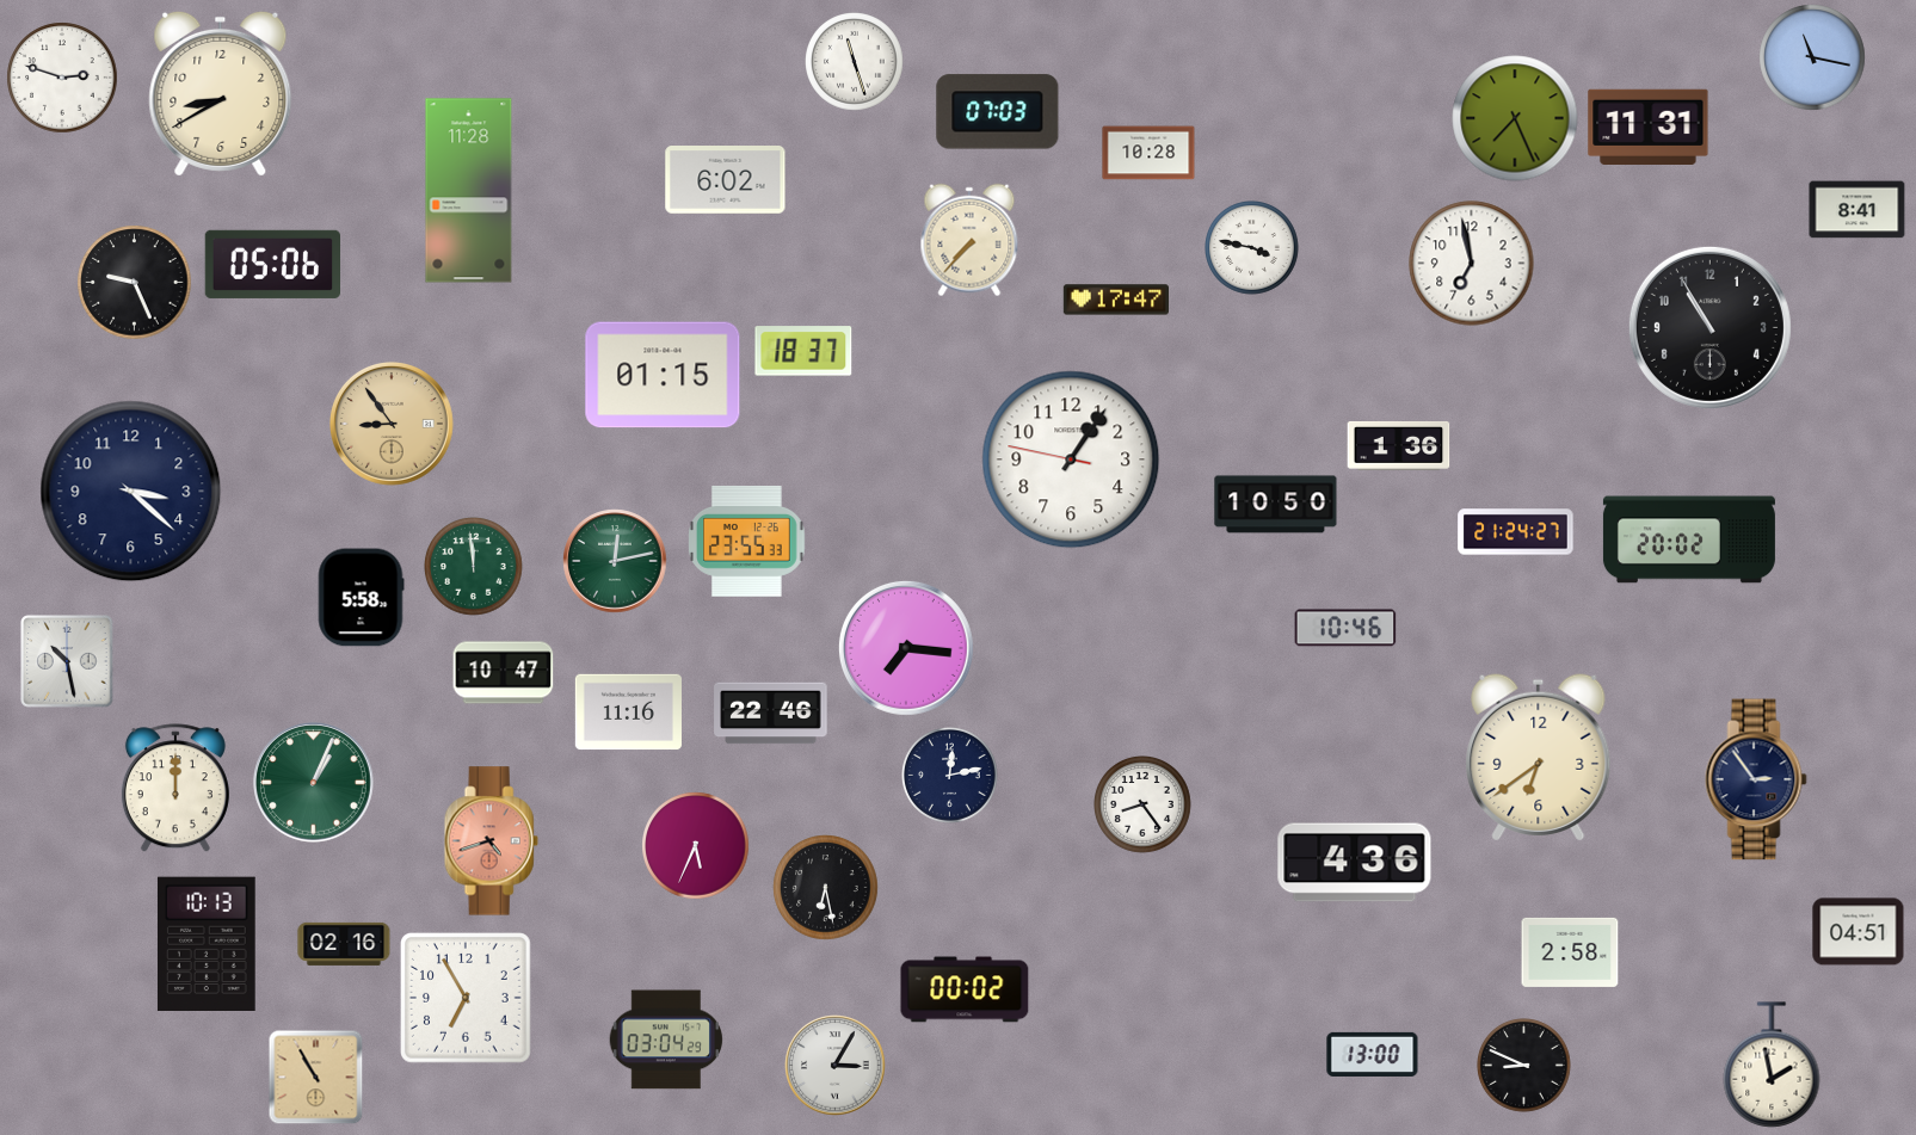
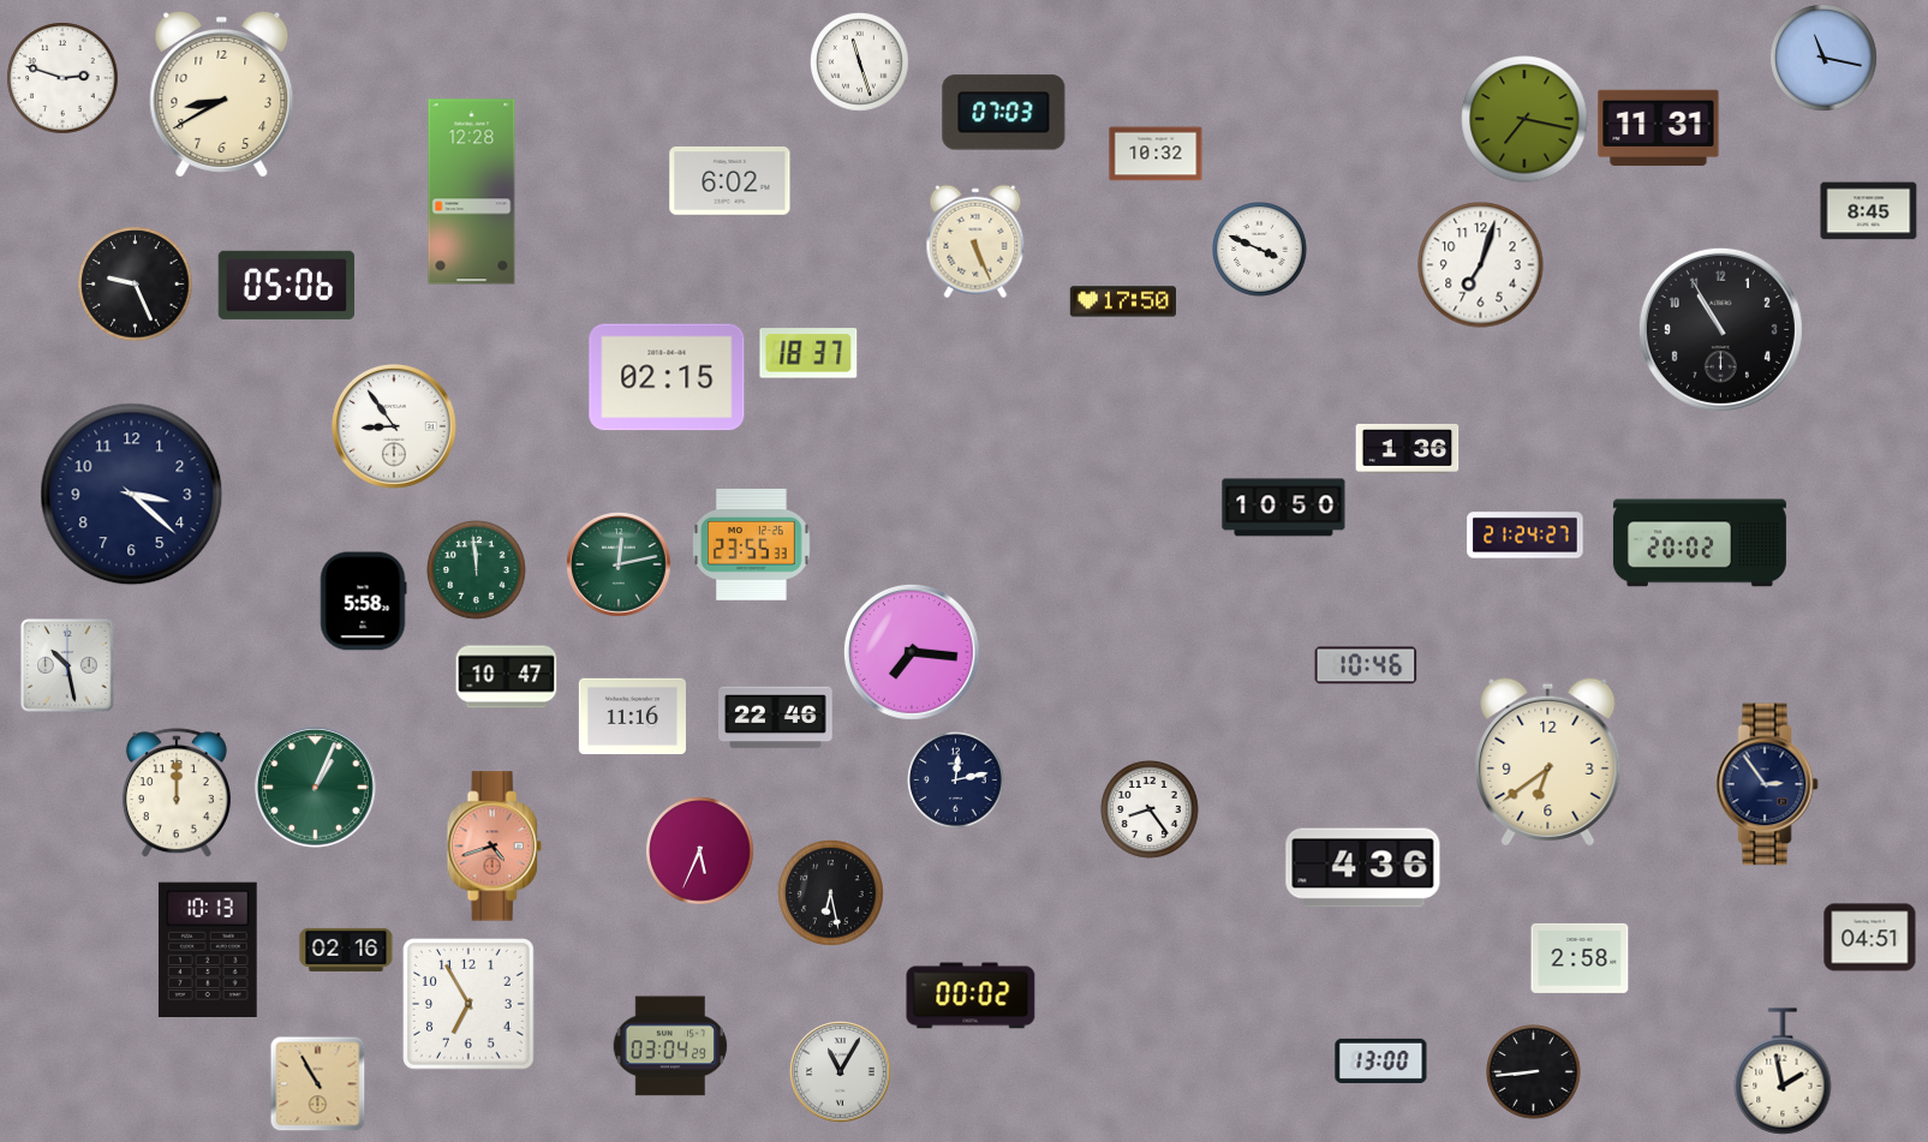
clock at (1515, 118): 7:26 -> 7:17
clock at (1148, 153): 10:28 -> 10:32
clock at (469, 191): 11:28 -> 12:28
clock at (1858, 210): 8:41 -> 8:45
clock at (969, 240): 7:37 -> 5:26
clock at (1252, 248): 3:47 -> 3:49
clock at (272, 264) position: (272, 264) -> (286, 285)
clock at (1472, 264): 6:58 -> 7:03
clock at (1115, 300): 17:47 -> 17:50
clock at (663, 375): 01:15 -> 02:15
clock at (393, 425) dial: champagne -> white
clock at (1071, 459): 1:05 -> none
clock at (1345, 628) position: (1345, 628) -> (1366, 665)
clock at (836, 1066): 3:05 -> 11:05
clock at (1524, 1066): 8:49 -> 8:44
